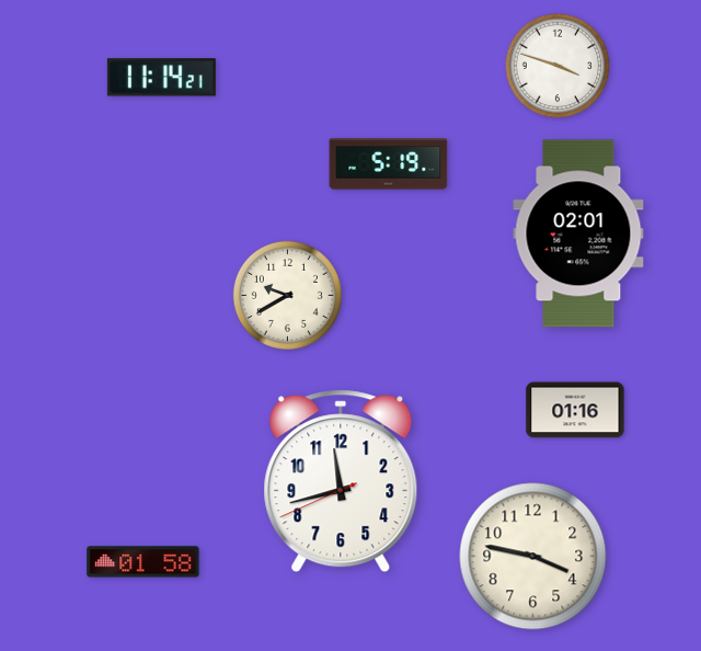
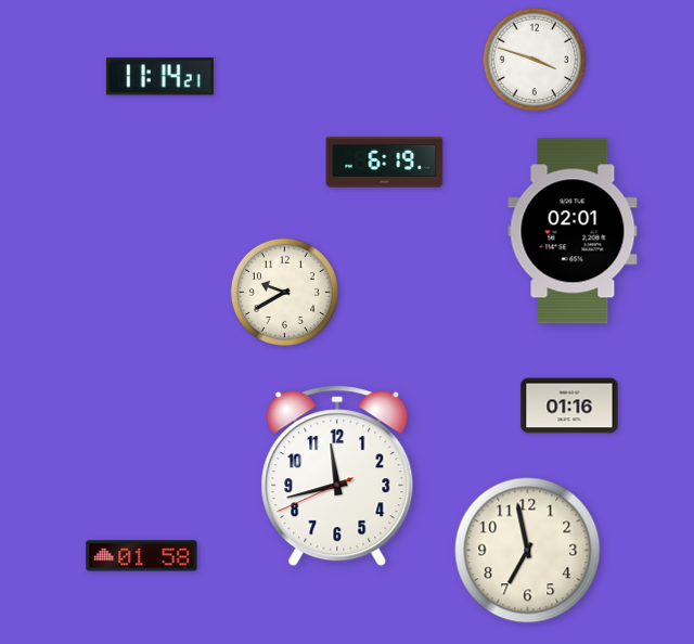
clock at (558, 66) position: (558, 66) -> (535, 60)
clock at (389, 164): 5:19 -> 6:19
clock at (533, 557): 3:47 -> 6:58
